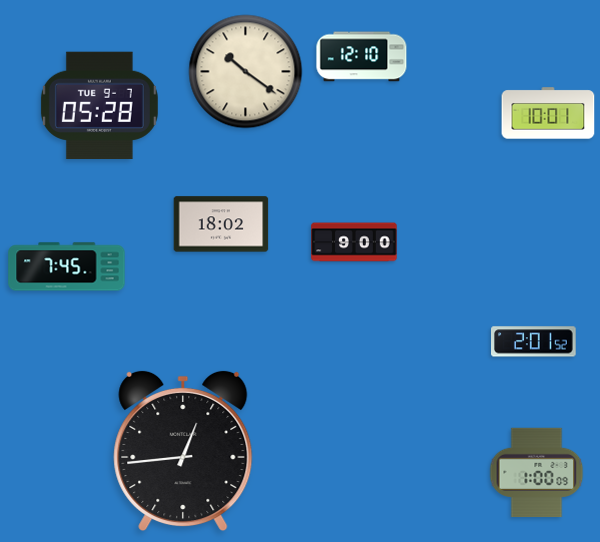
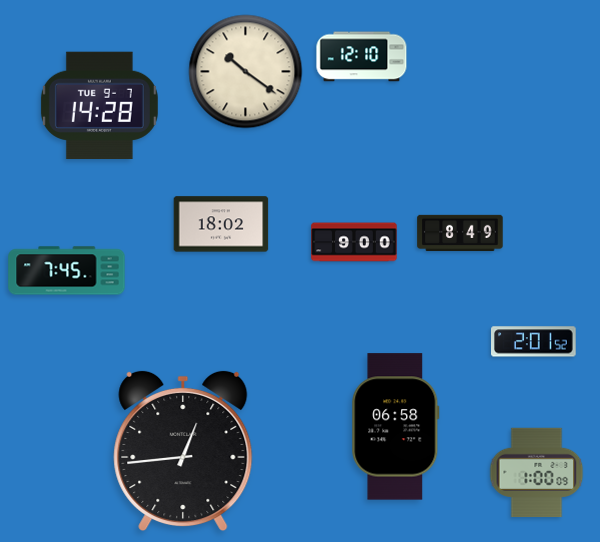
clock at (99, 106): 05:28 -> 14:28
clock at (548, 113): 10:01 -> none
clock at (460, 233): none -> 8:49
clock at (67, 267) position: (67, 267) -> (67, 271)
clock at (396, 427): none -> 06:58
